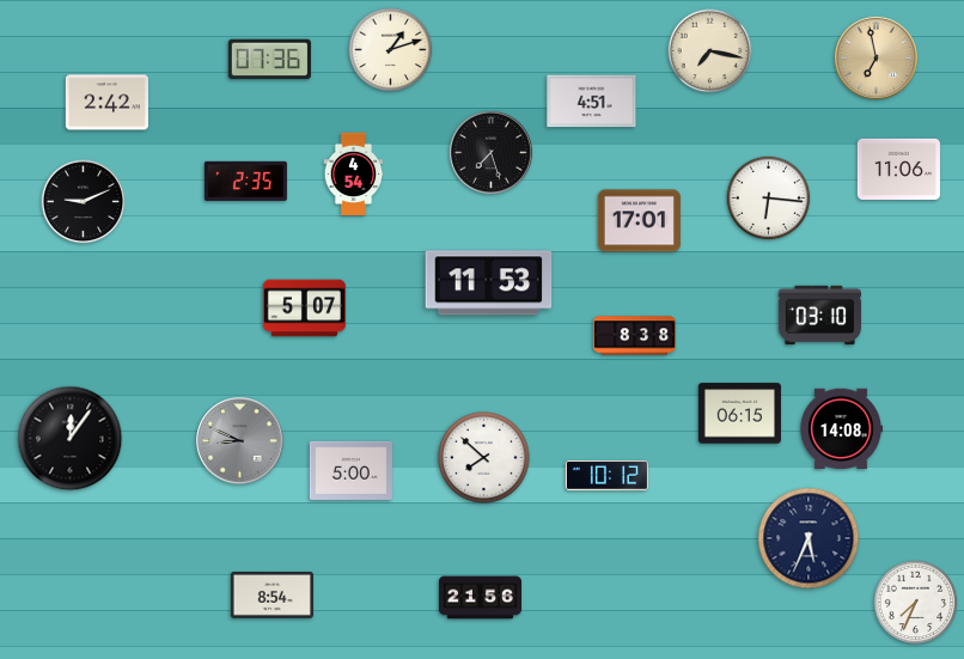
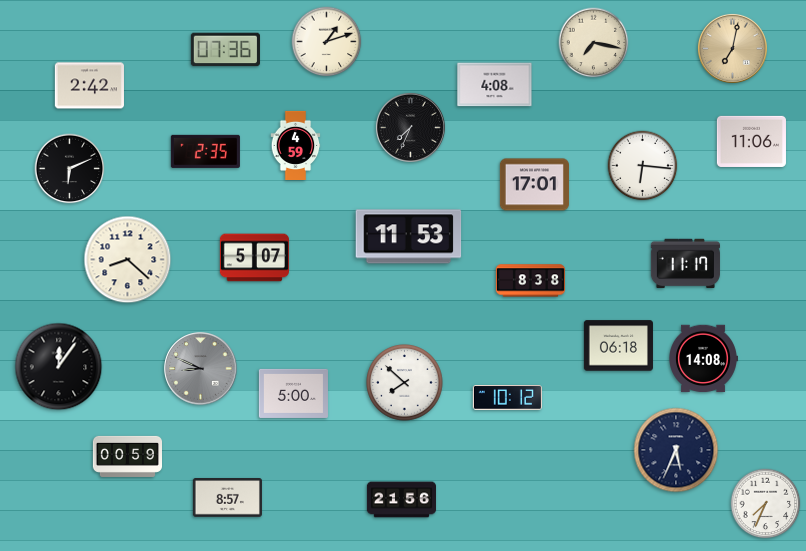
clock at (875, 57): 6:58 -> 7:02
clock at (592, 102): 4:51 -> 4:08
clock at (490, 152): 7:27 -> 7:34
clock at (354, 173): 4:54 -> 4:59
clock at (84, 202): 9:11 -> 6:11
clock at (128, 260): none -> 8:22
clock at (819, 316): 03:10 -> 11:17
clock at (739, 414): 06:15 -> 06:18
clock at (127, 456): none -> 00:59
clock at (271, 596): 8:54 -> 8:57
